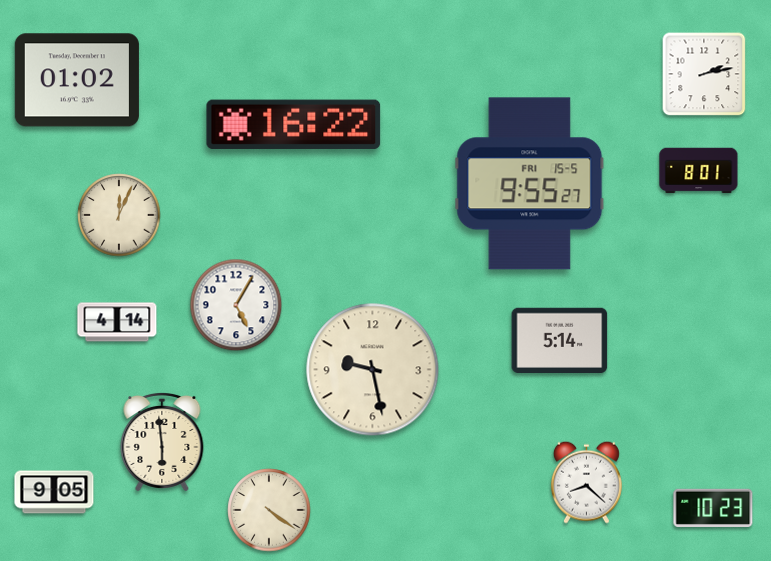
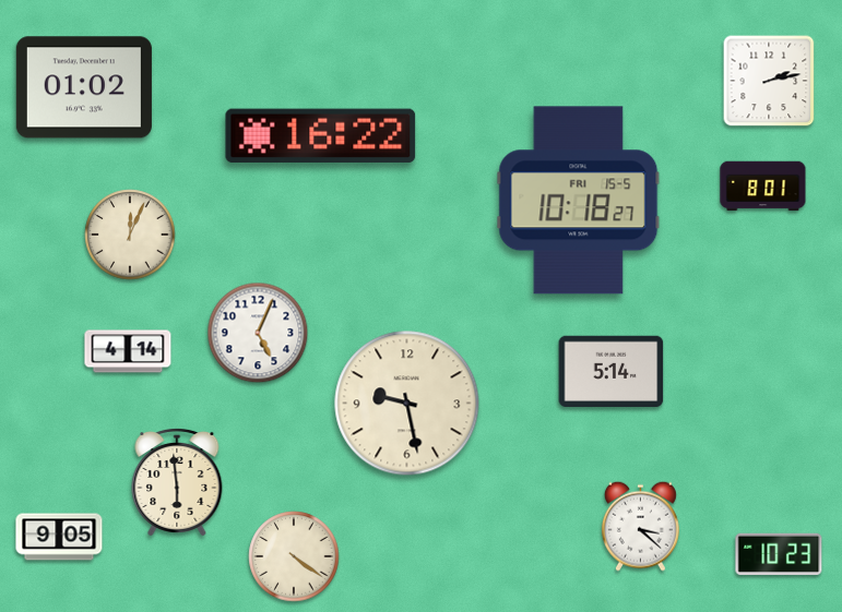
clock at (530, 184): 9:55 -> 10:18
clock at (236, 305): 5:05 -> 5:04
clock at (586, 482): 8:22 -> 3:22
